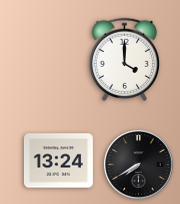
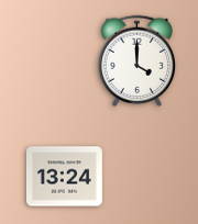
clock at (124, 59) position: (124, 59) -> (136, 60)
clock at (139, 165): 7:40 -> none
